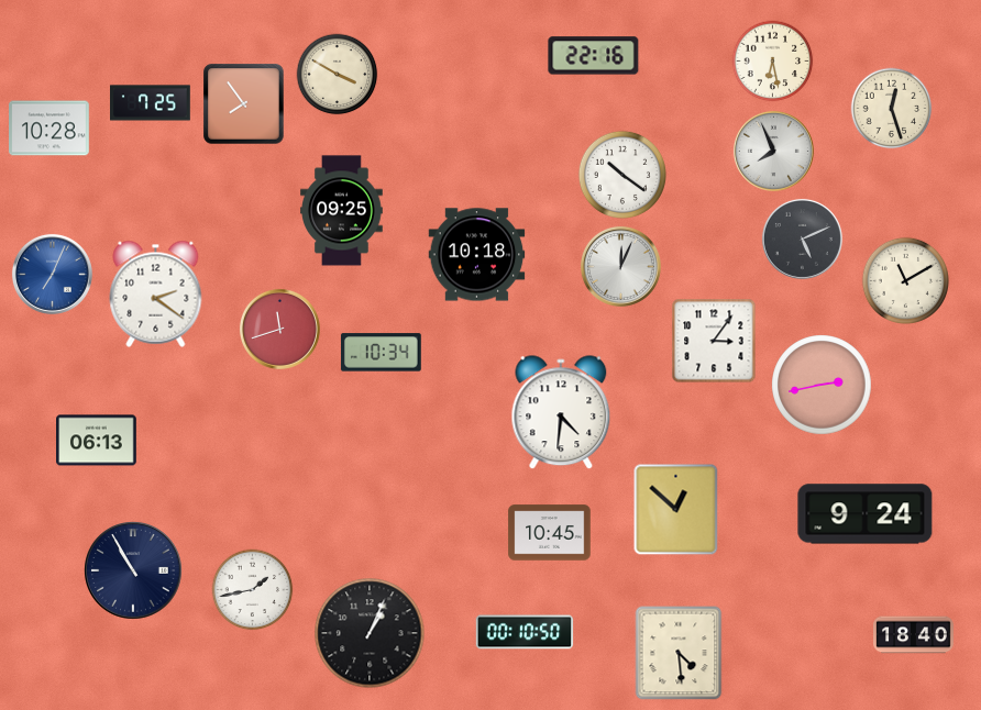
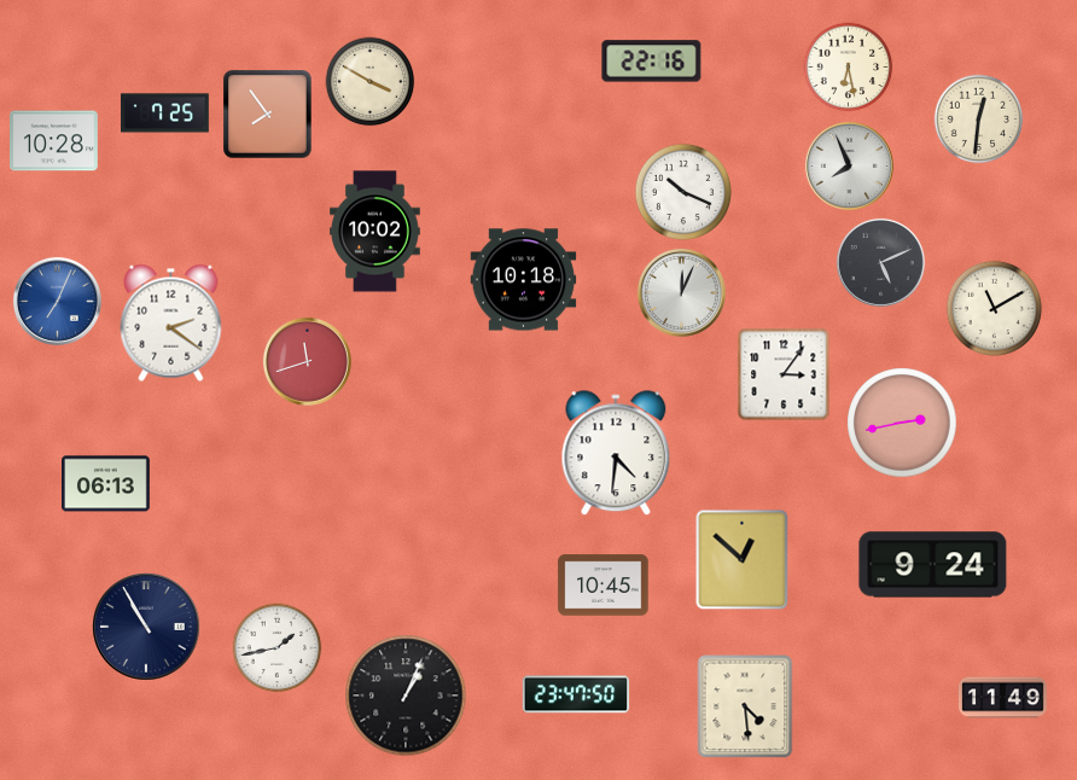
clock at (892, 109): 12:27 -> 12:31
clock at (622, 175): 10:21 -> 10:19
clock at (342, 211): 09:25 -> 10:02
clock at (381, 353): 10:34 -> none
clock at (866, 514) position: (866, 514) -> (933, 565)
clock at (525, 632): 00:10 -> 23:47
clock at (914, 635): 18:40 -> 11:49
clock at (679, 653) position: (679, 653) -> (745, 706)
